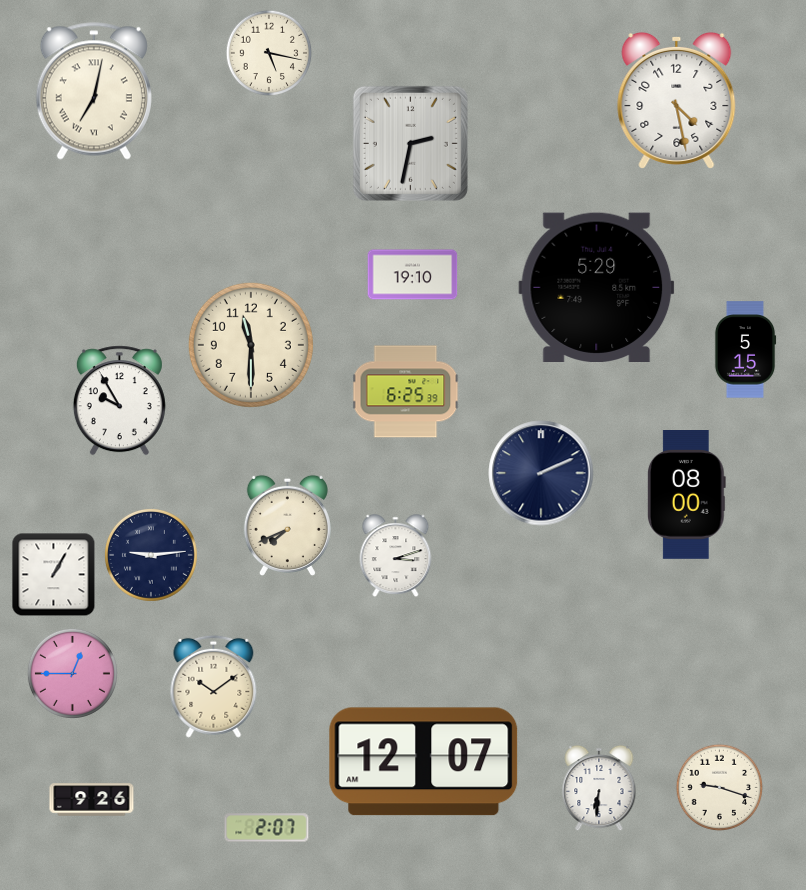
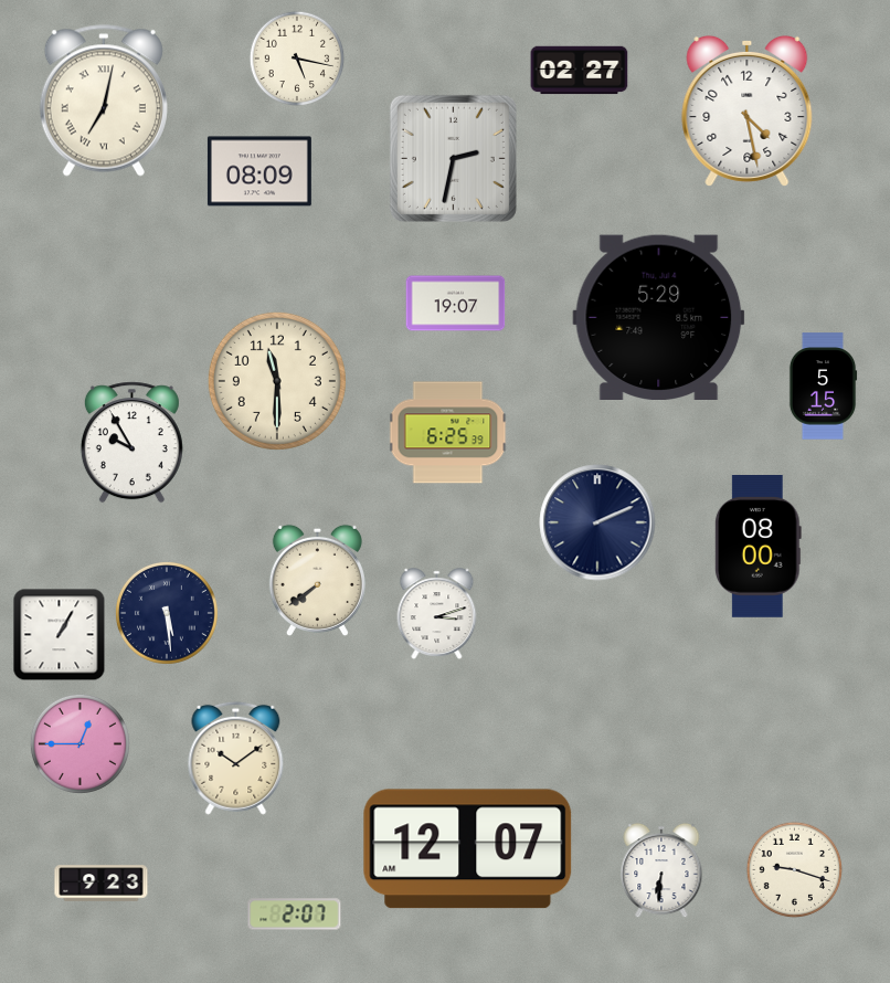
clock at (580, 71): none -> 02:27
clock at (259, 171): none -> 08:09
clock at (413, 275): 19:10 -> 19:07
clock at (287, 525): 7:41 -> 7:39
clock at (151, 555): 9:14 -> 5:29
clock at (424, 762) position: (424, 762) -> (468, 849)
clock at (92, 800): 9:26 -> 9:23
